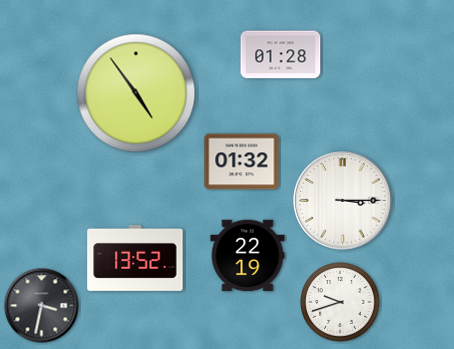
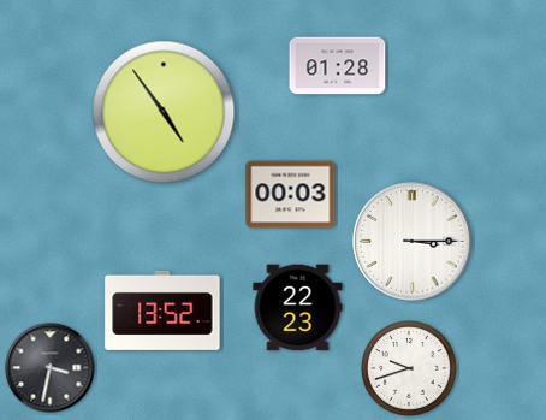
clock at (242, 162): 01:32 -> 00:03
clock at (248, 256): 22:19 -> 22:23
clock at (340, 302) position: (340, 302) -> (409, 368)
